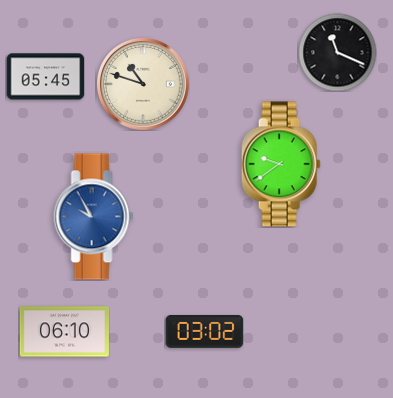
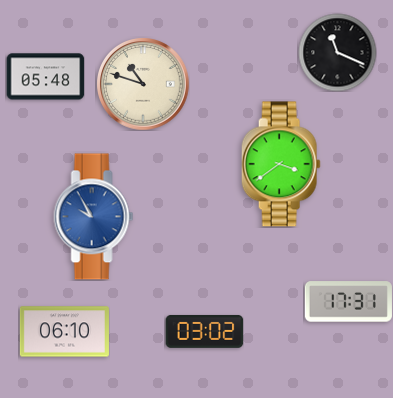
clock at (45, 77): 05:45 -> 05:48
clock at (281, 164): 9:39 -> 3:39
clock at (348, 302): none -> 17:31
